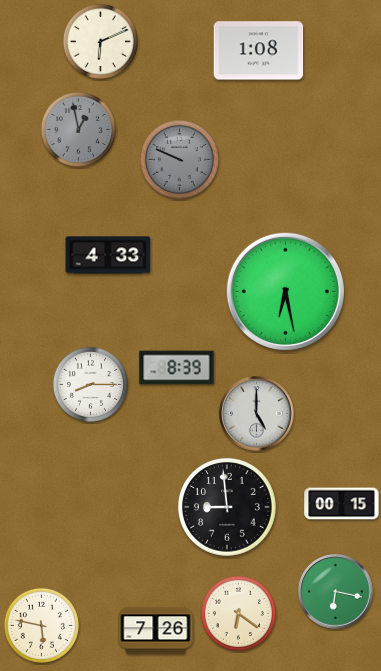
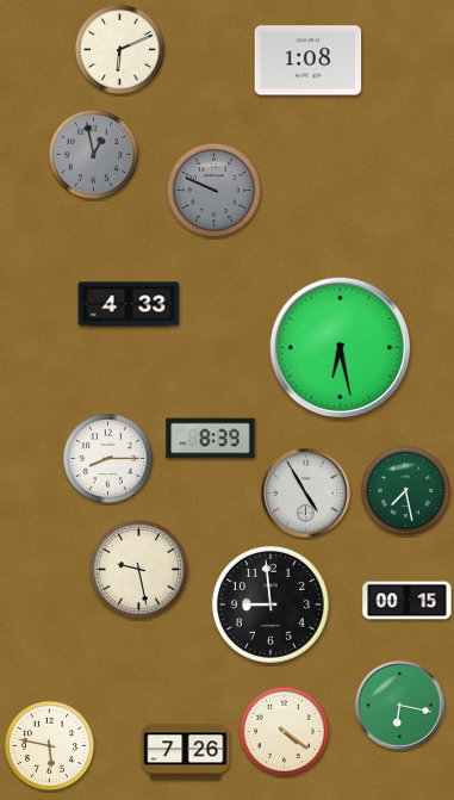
clock at (405, 490): none -> 7:28
clock at (257, 414): 5:00 -> 4:55
clock at (138, 569): none -> 9:28
clock at (238, 613): 6:21 -> 4:21
